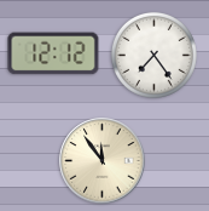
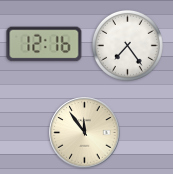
clock at (53, 53): 12:12 -> 12:16
